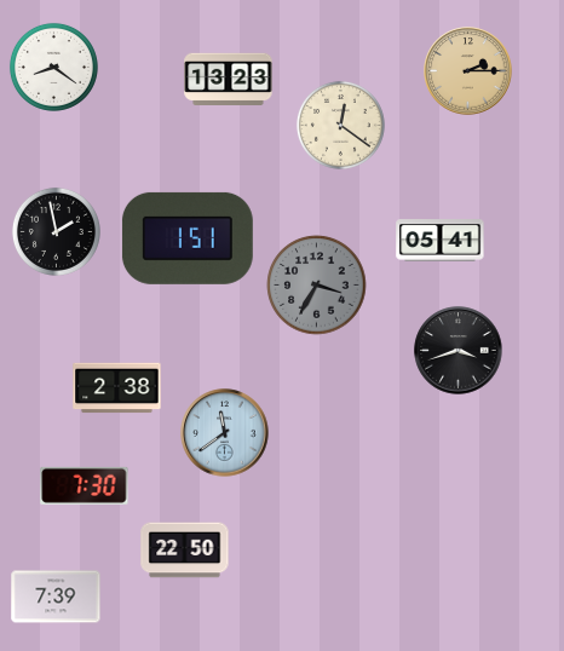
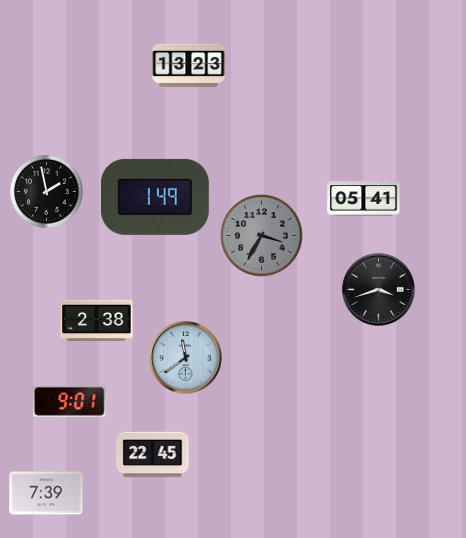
clock at (53, 67): 8:21 -> none
clock at (468, 71): 2:15 -> none
clock at (340, 125): 12:21 -> none
clock at (188, 238): 1:51 -> 1:49
clock at (85, 485): 7:30 -> 9:01
clock at (185, 551): 22:50 -> 22:45
